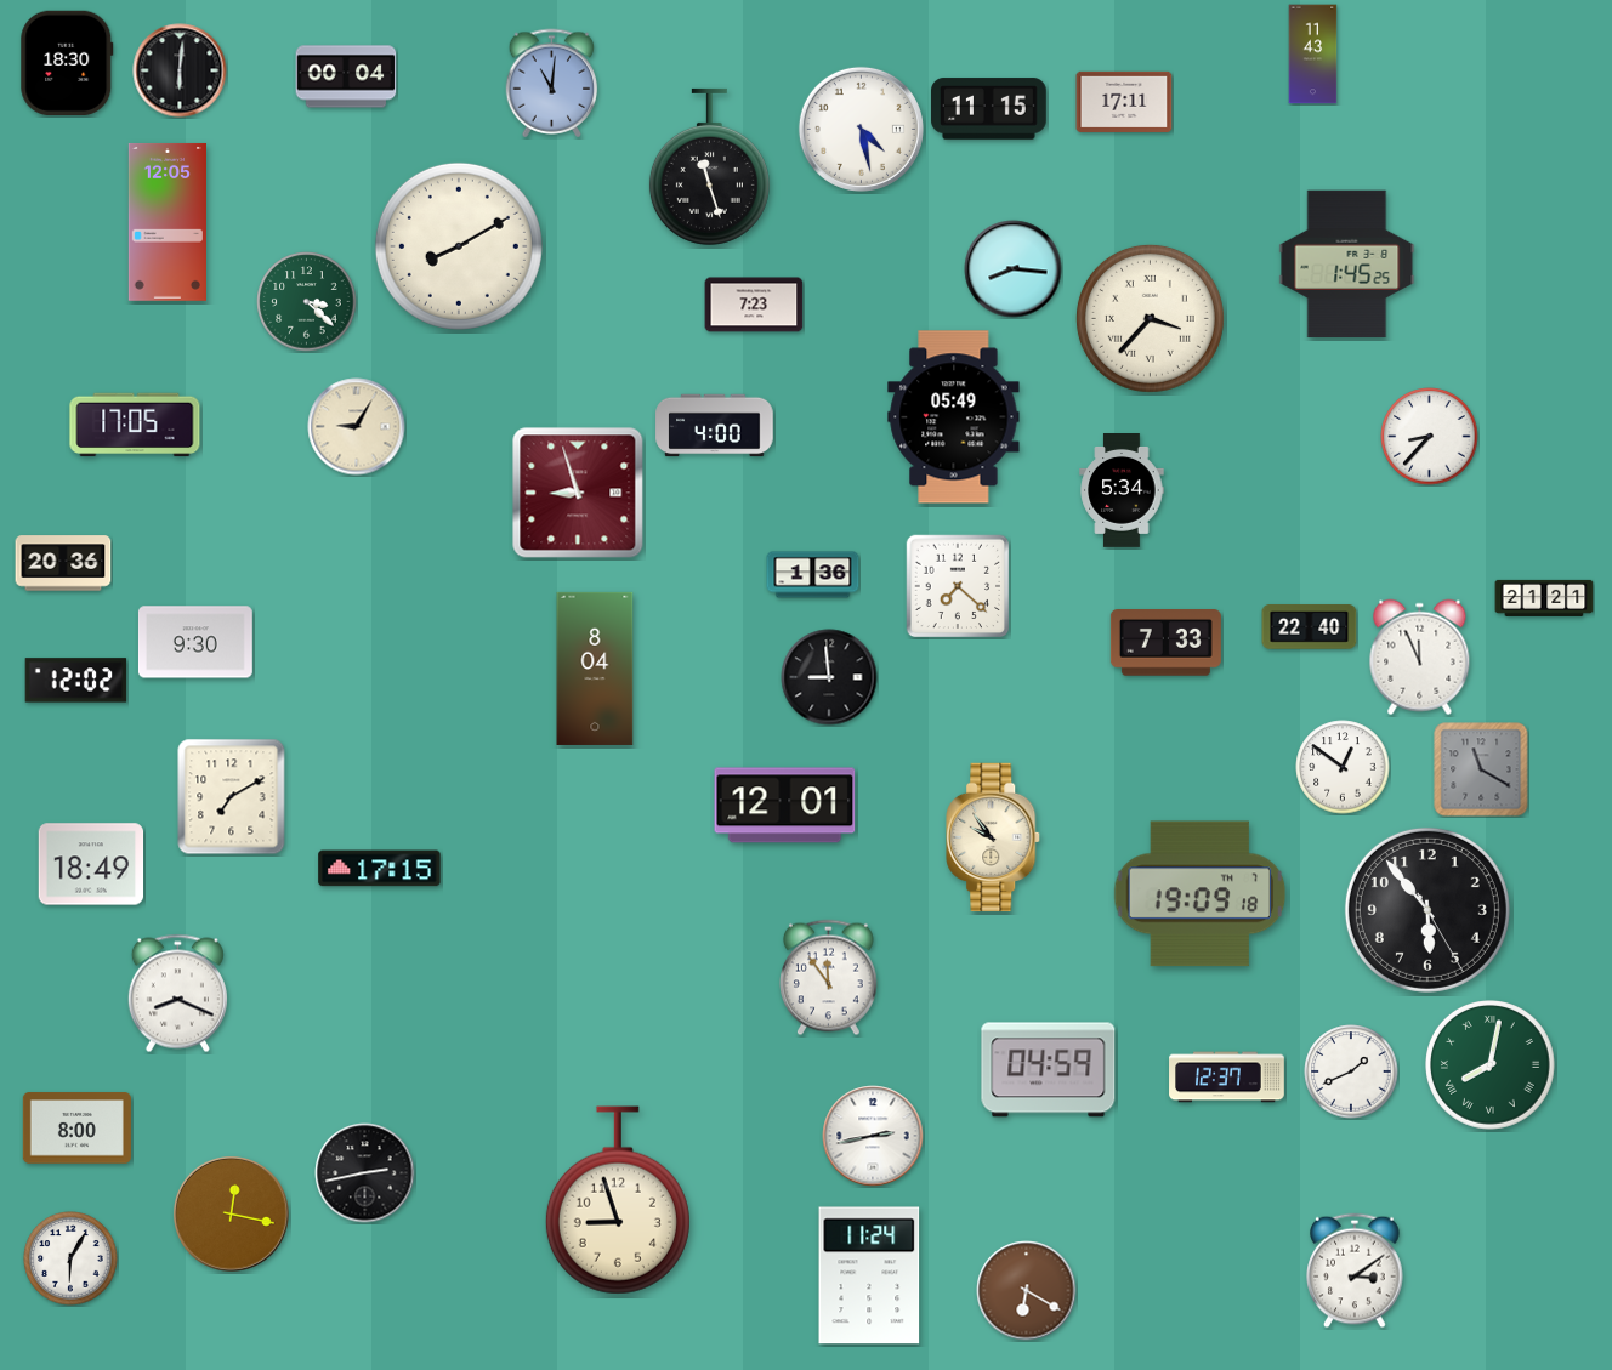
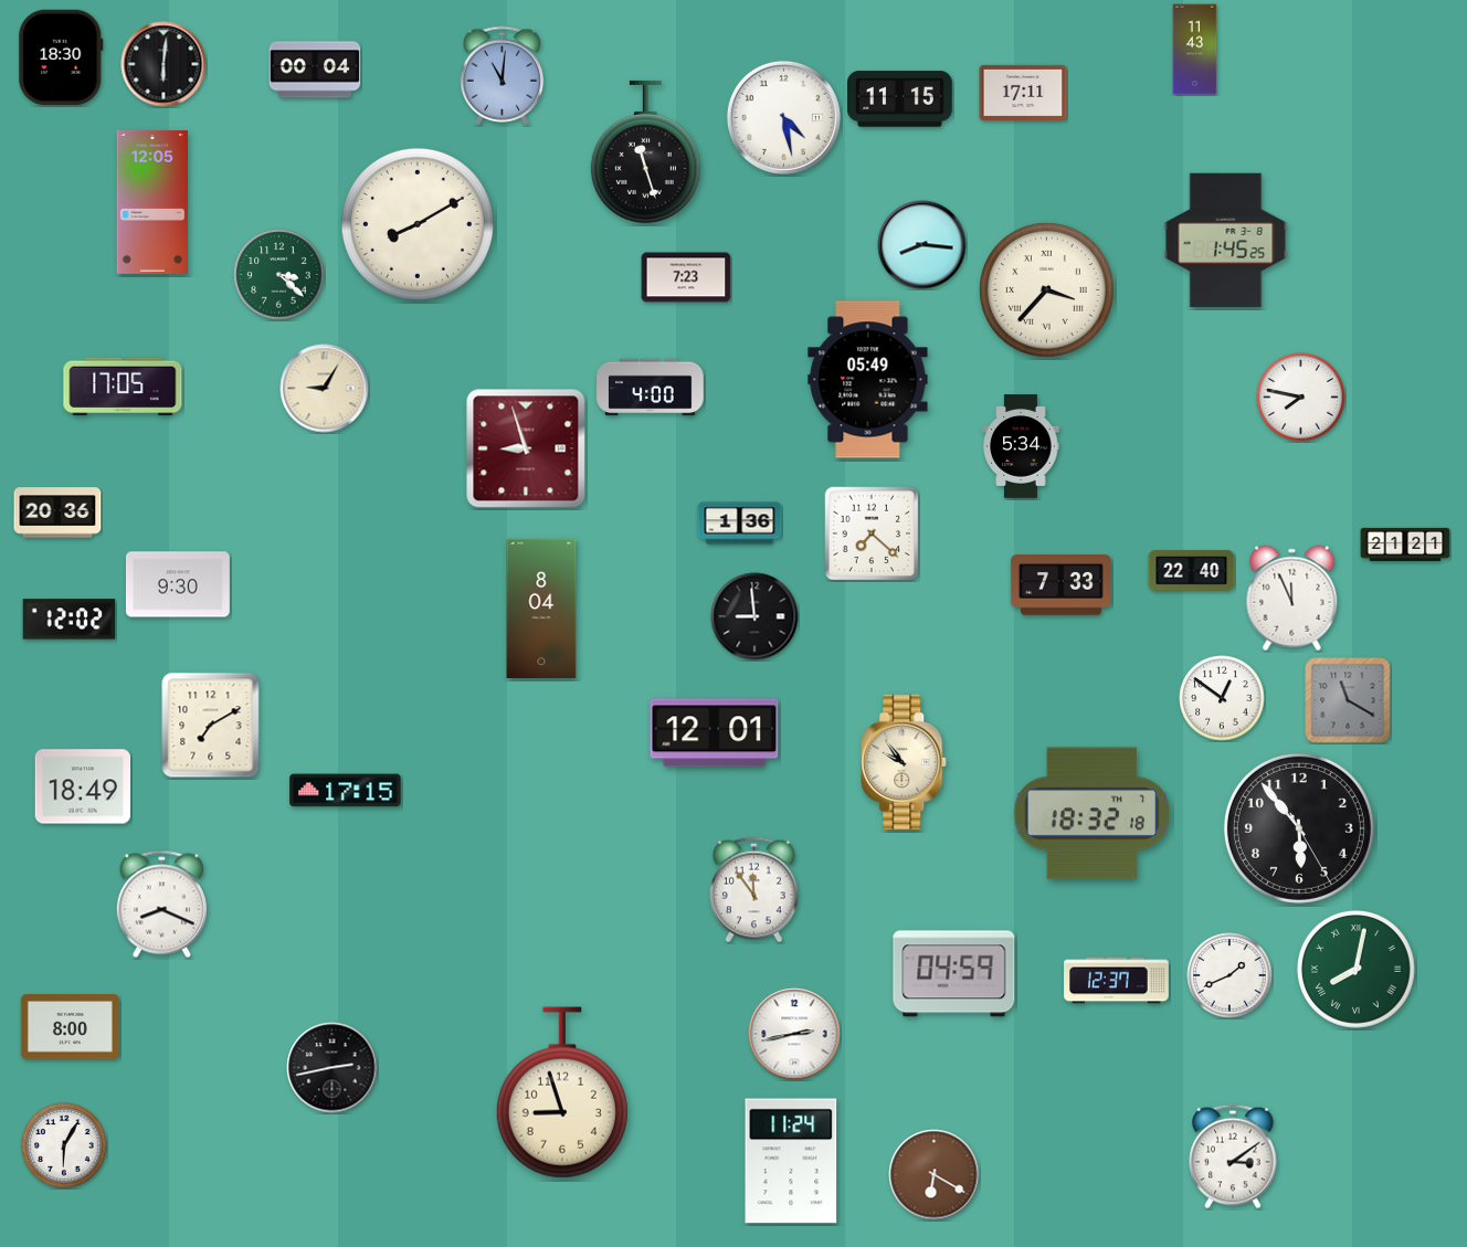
clock at (1430, 437): 8:37 -> 7:47
clock at (1201, 894): 19:09 -> 18:32
clock at (232, 1215): 12:17 -> none
